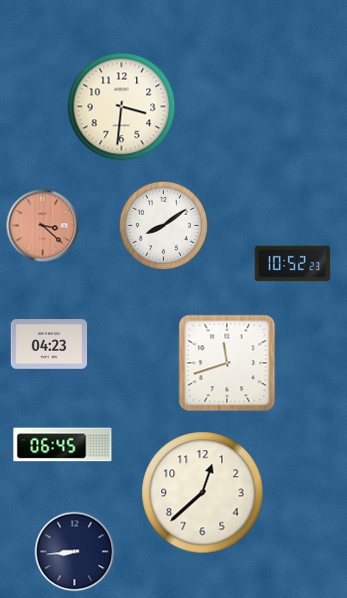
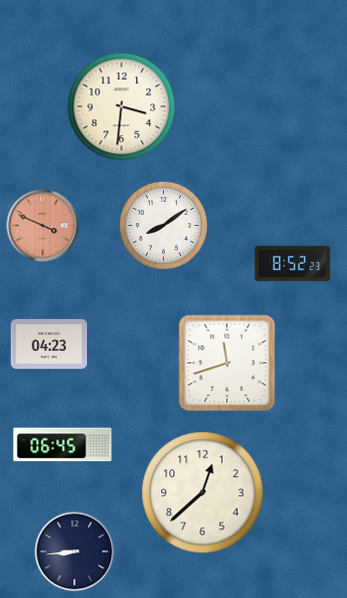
clock at (43, 226): 3:22 -> 3:49
clock at (293, 264): 10:52 -> 8:52
